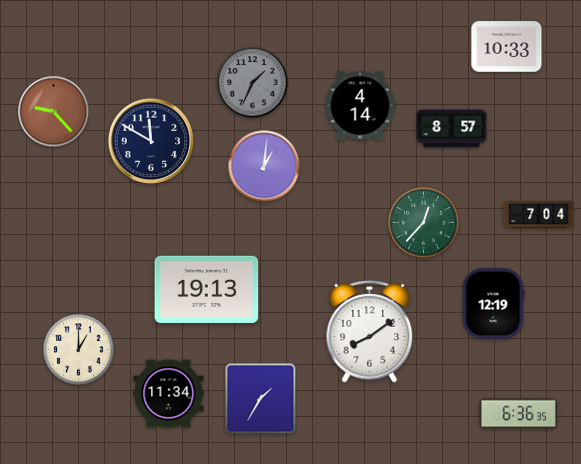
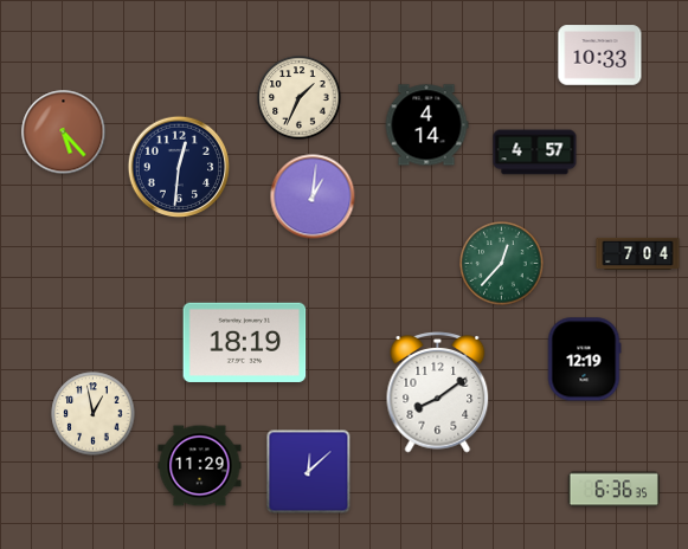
clock at (253, 83) dial: grey -> cream
clock at (54, 112): 9:23 -> 5:23
clock at (452, 129): 8:57 -> 4:57
clock at (151, 141): 11:50 -> 12:31
clock at (207, 289): 19:13 -> 18:19
clock at (79, 350): 1:00 -> 12:58
clock at (169, 394): 11:34 -> 11:29
clock at (261, 399): 1:35 -> 12:08
